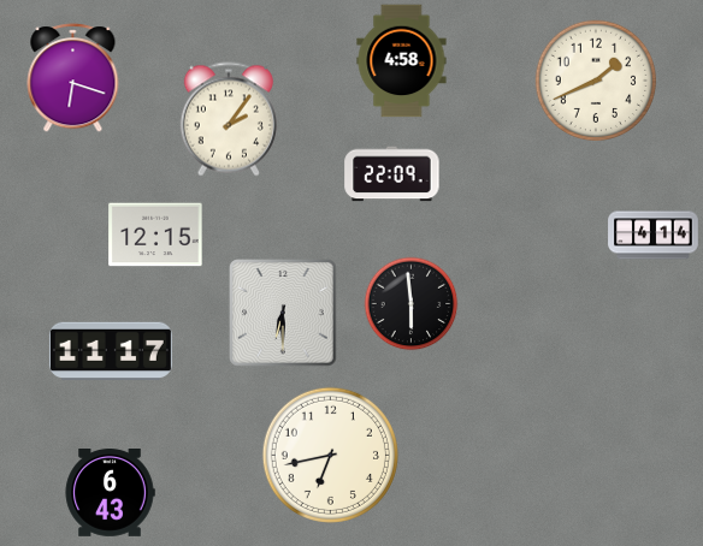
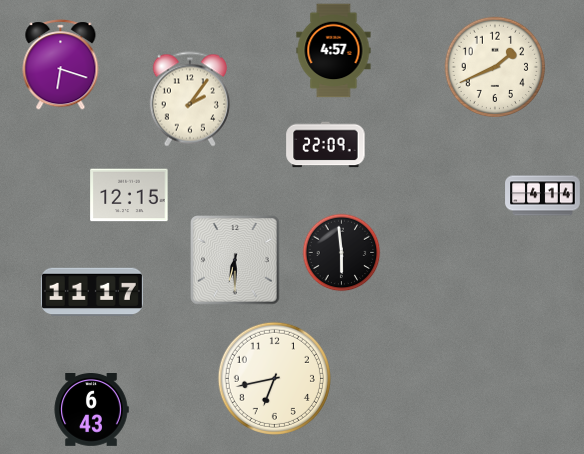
clock at (402, 61): 4:58 -> 4:57
